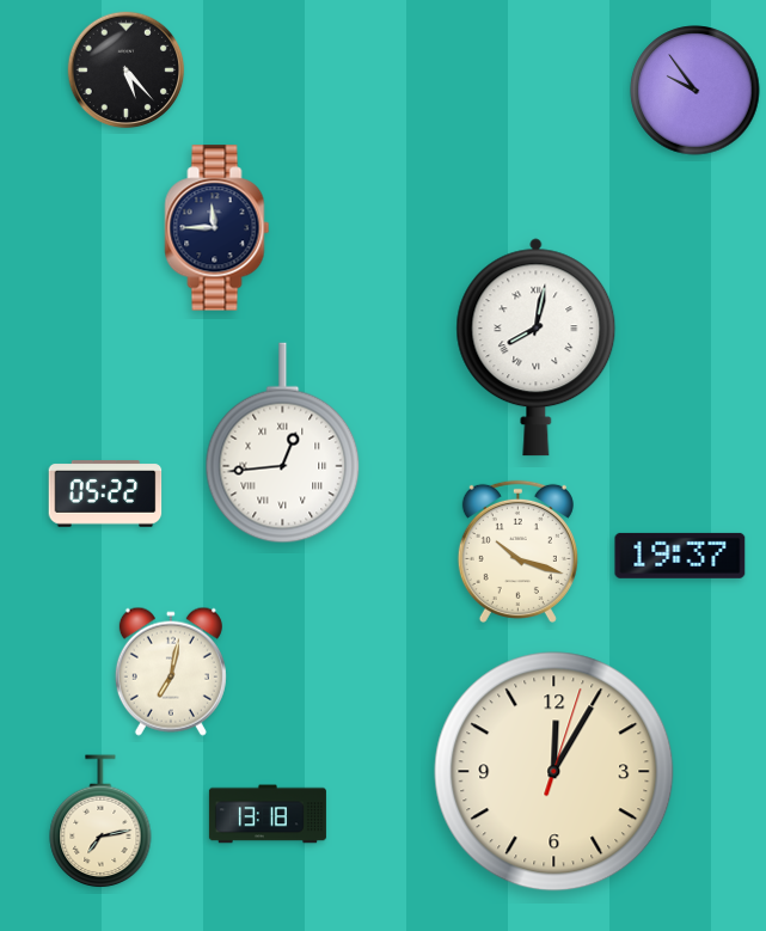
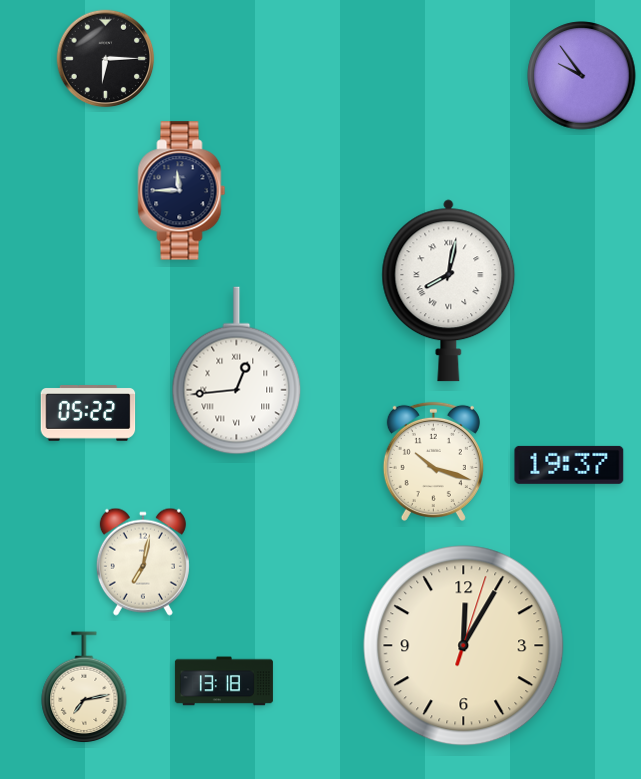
clock at (127, 71): 5:23 -> 6:15
